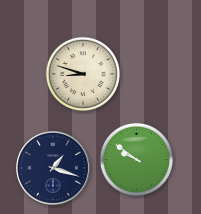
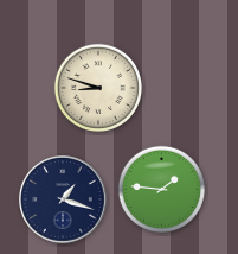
clock at (136, 159): 9:51 -> 1:46
